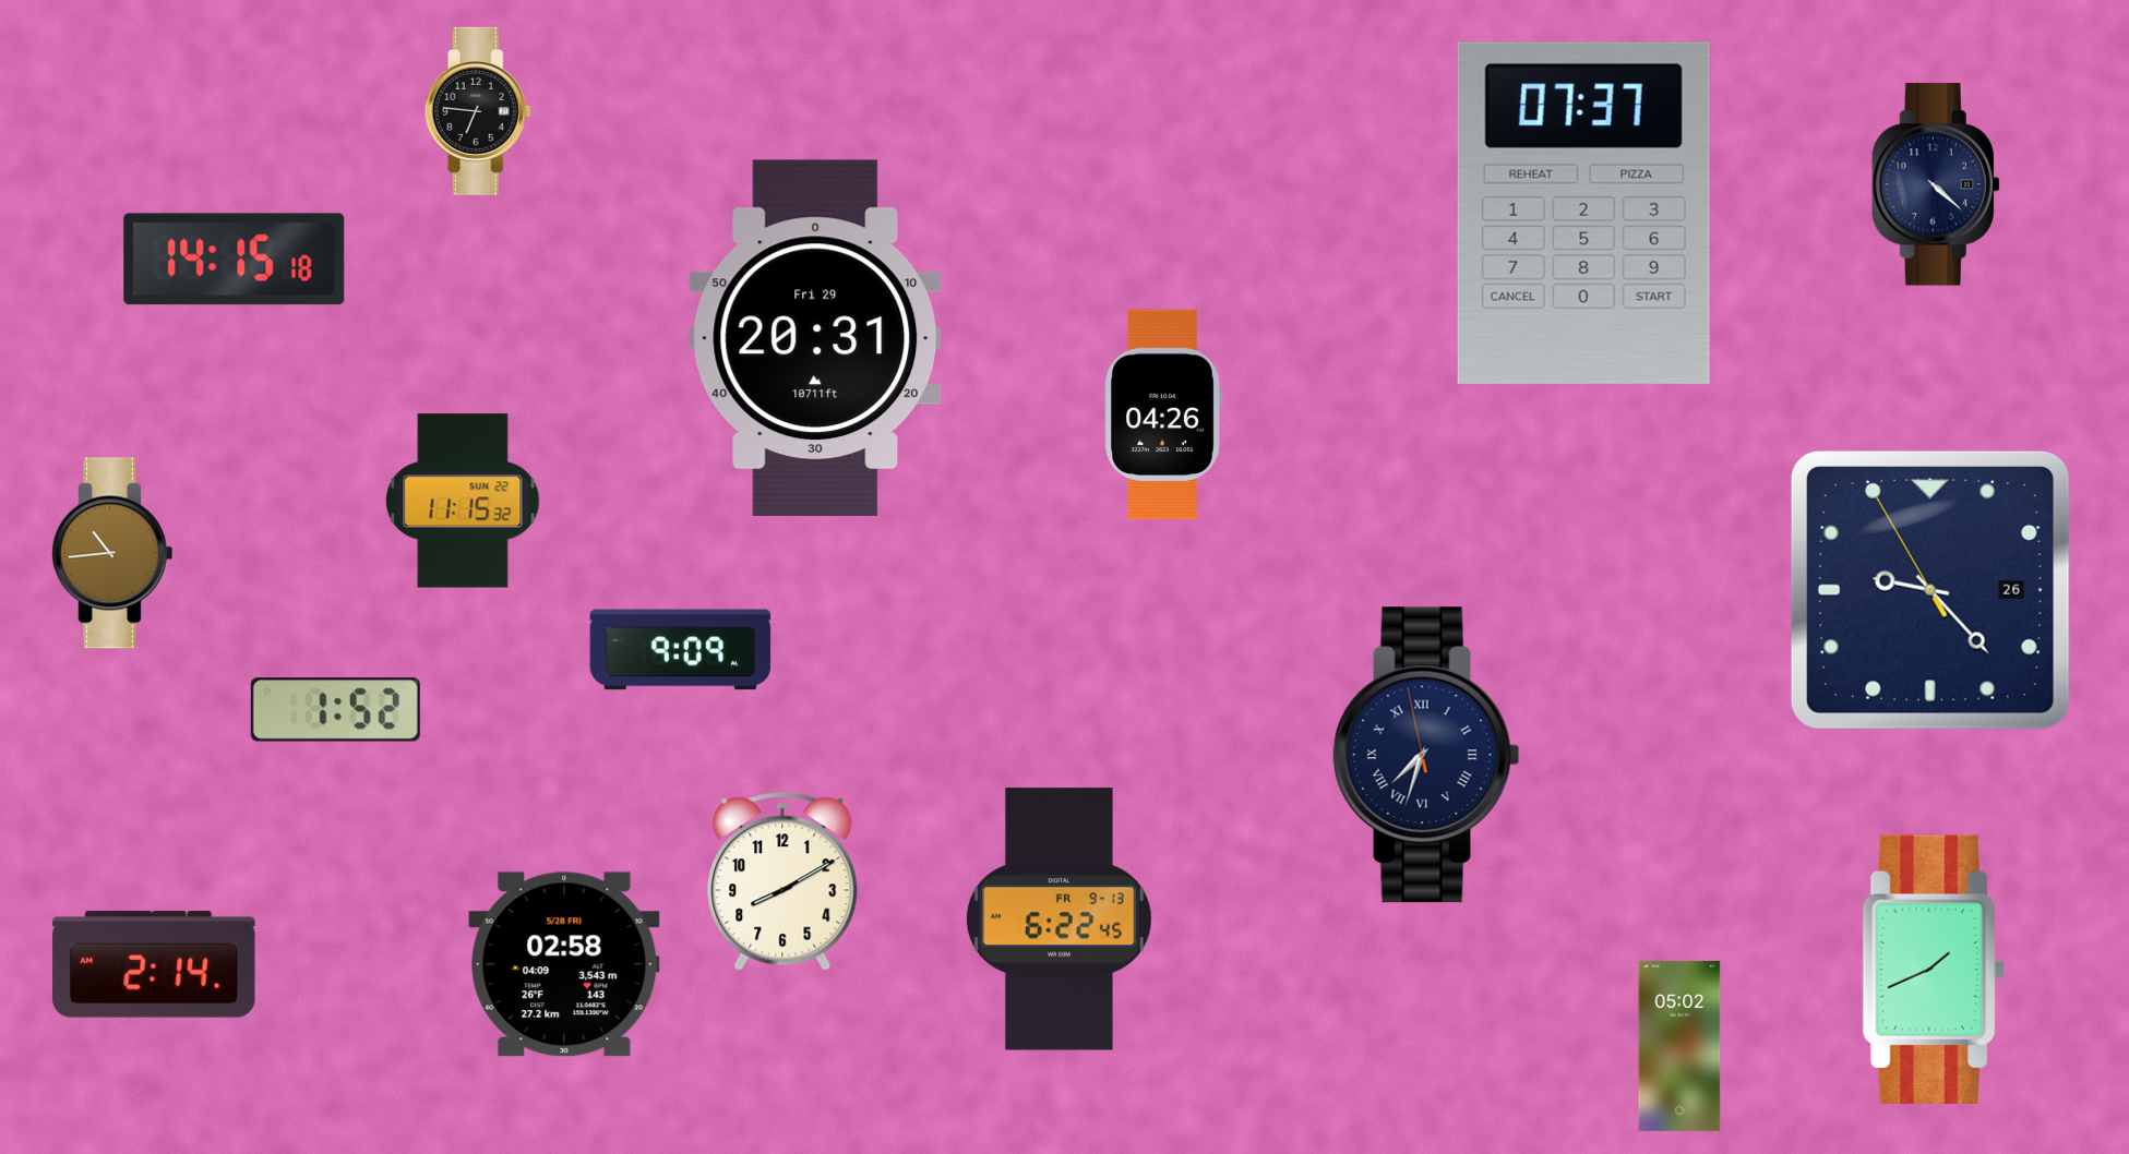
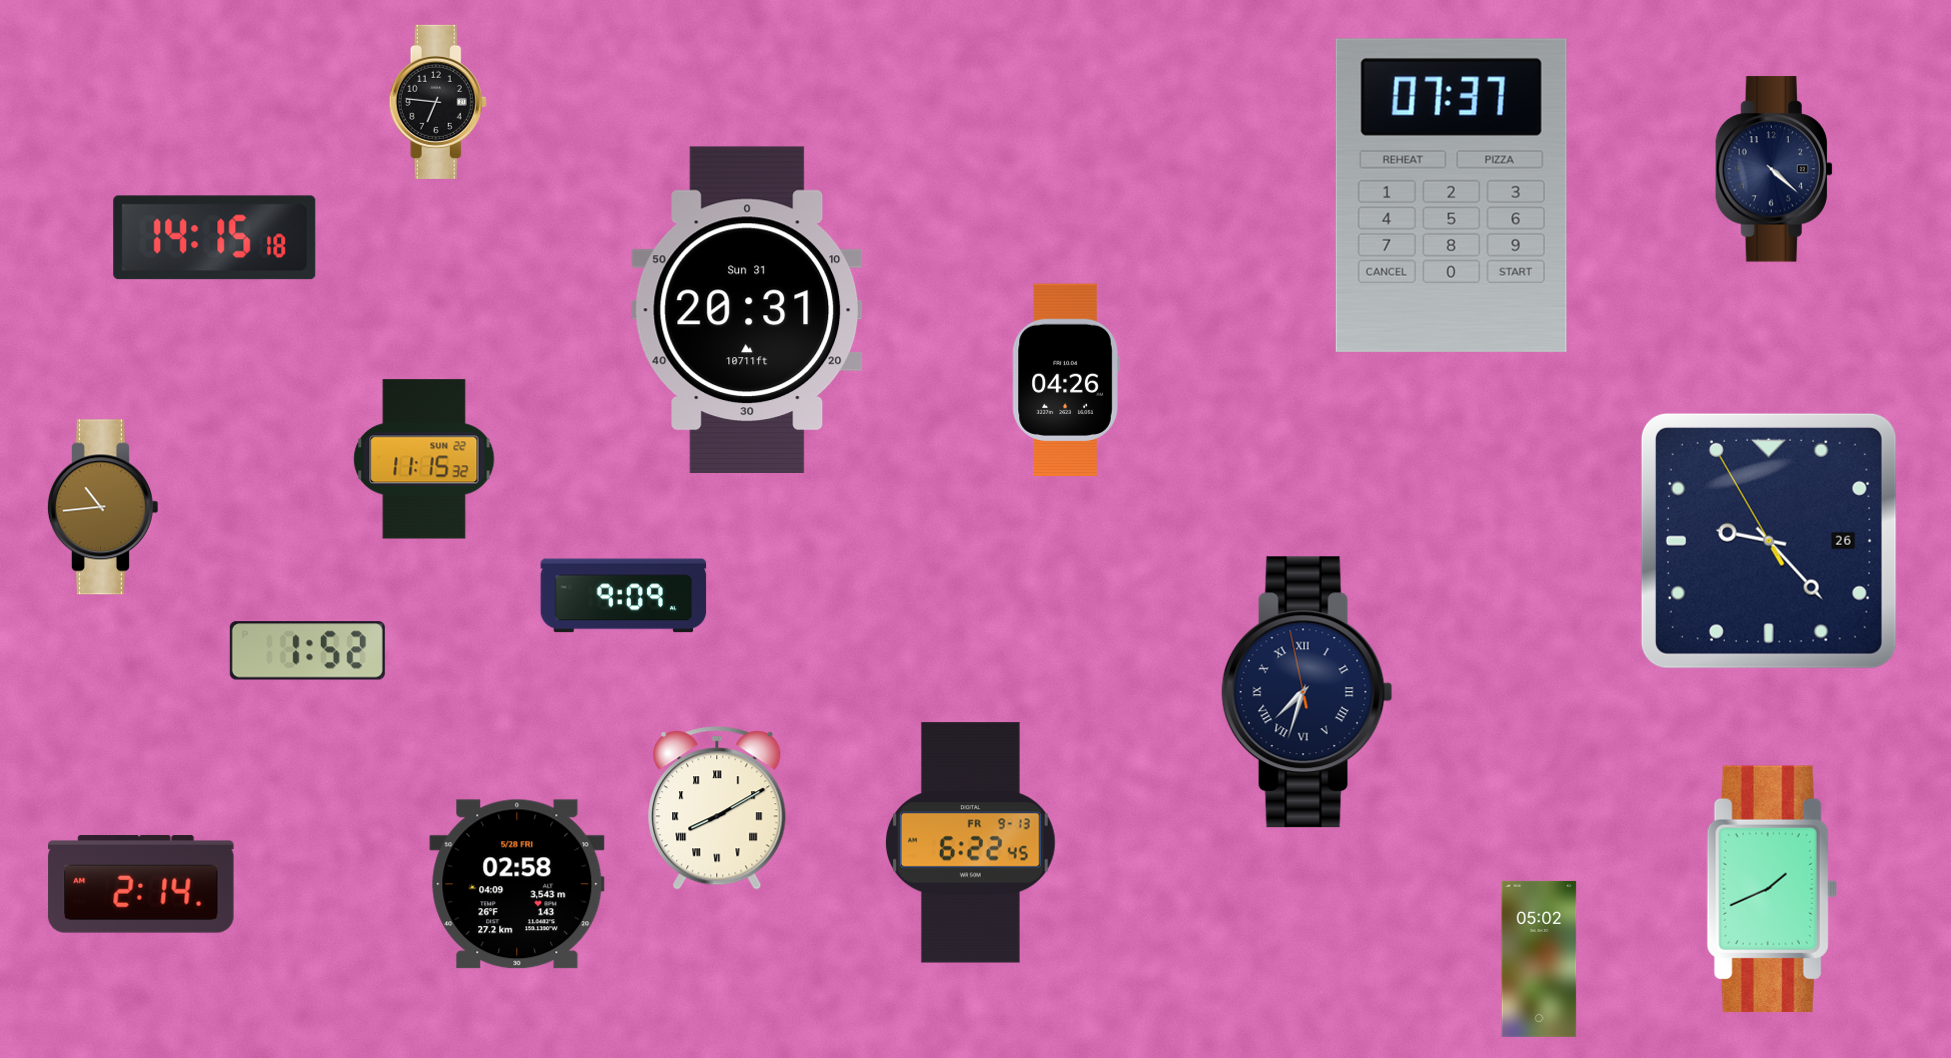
clock at (815, 337) date: Fri 29 -> Sun 31
clock at (782, 881) numerals: Arabic -> Roman
